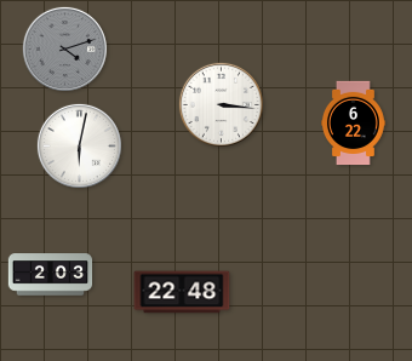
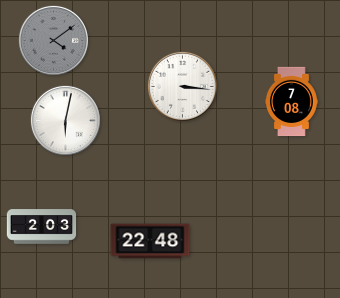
clock at (64, 48): 4:12 -> 4:09
clock at (353, 124): 6:22 -> 7:08
